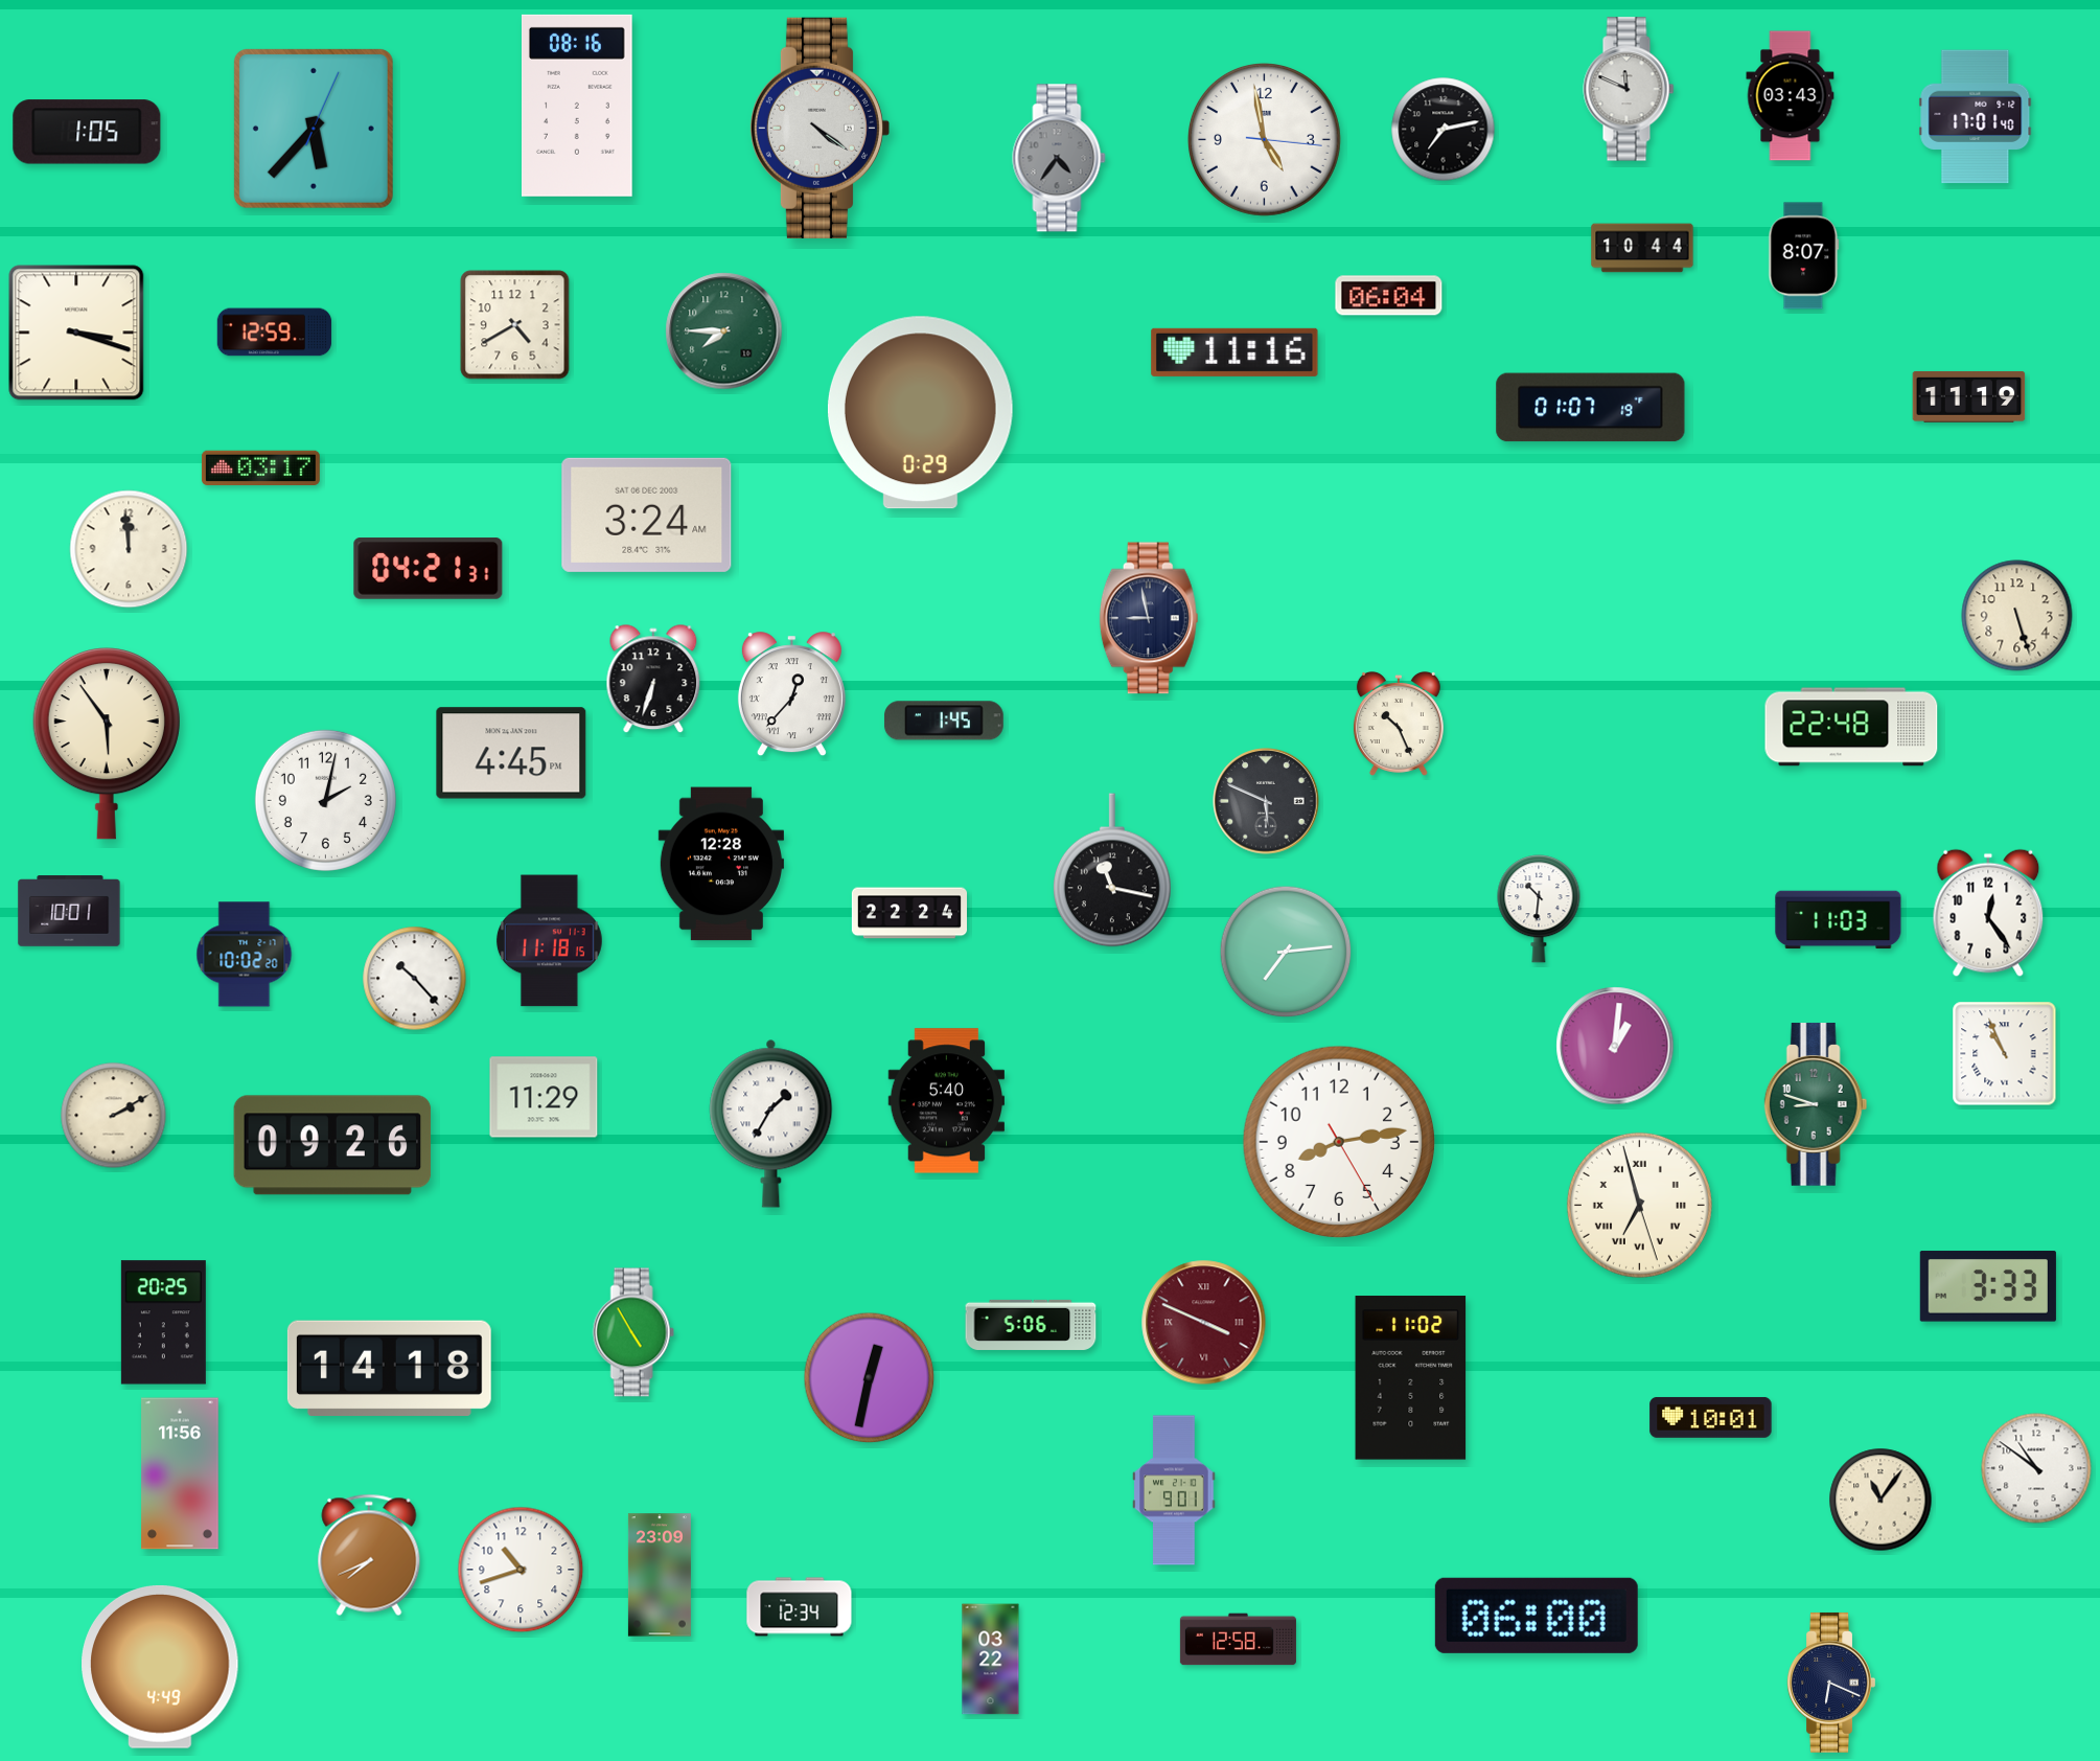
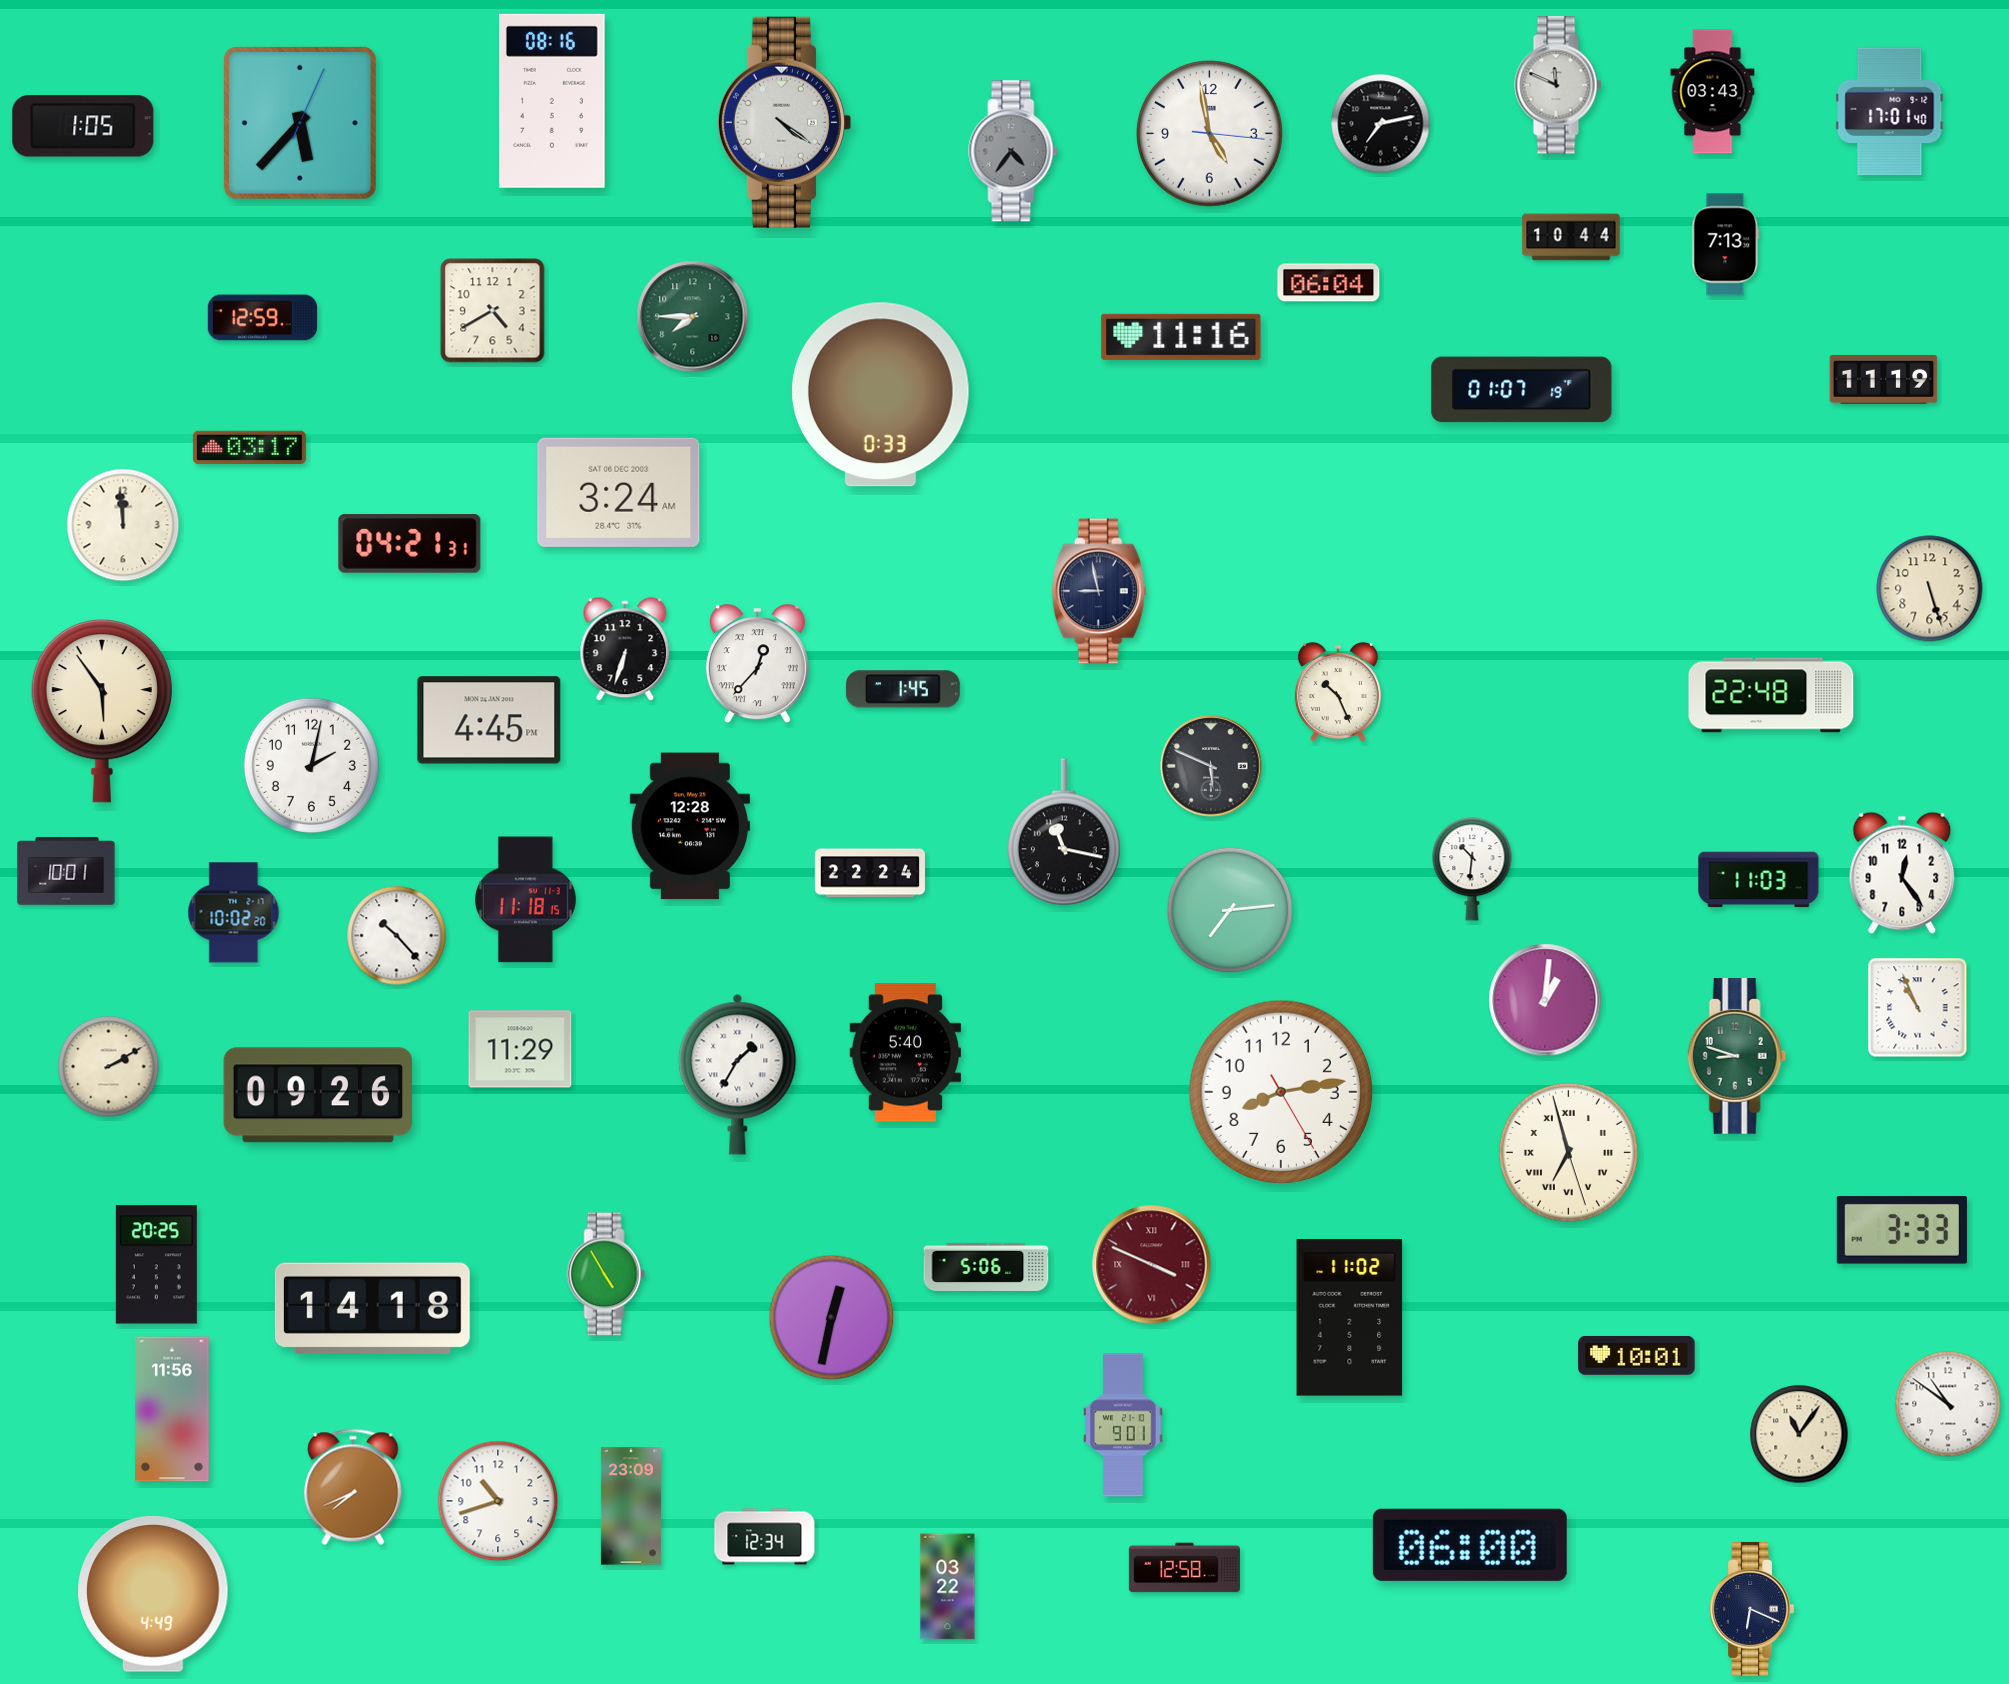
clock at (1804, 256): 8:07 -> 7:13
clock at (76, 333): 3:18 -> none
clock at (920, 413): 0:29 -> 0:33
